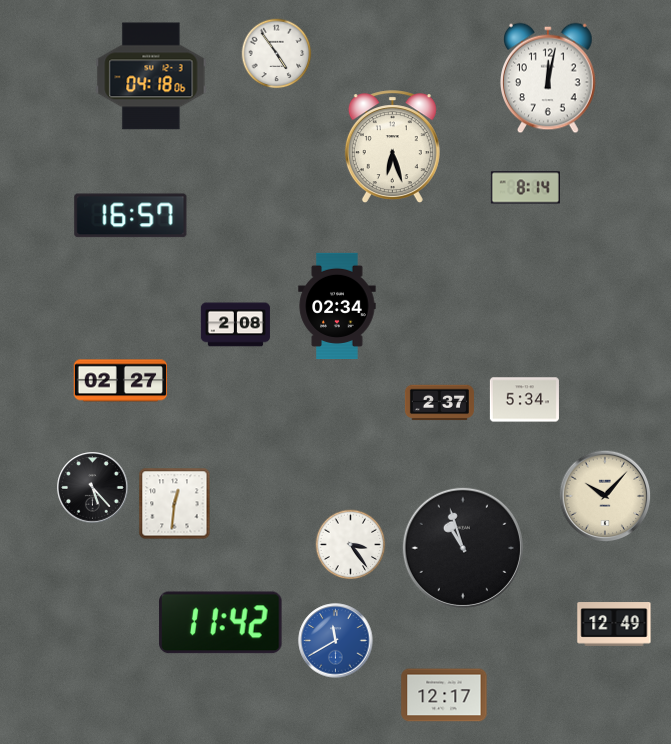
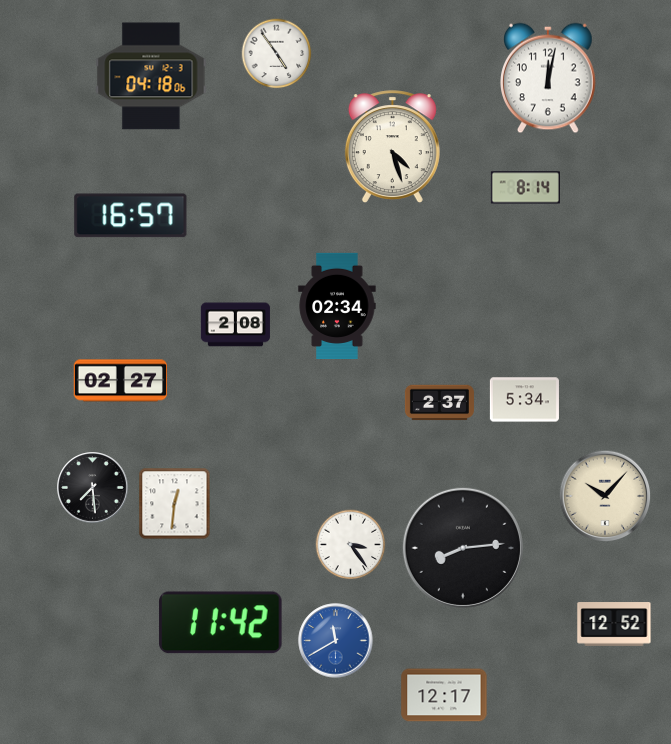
clock at (392, 147): 6:27 -> 4:27
clock at (93, 488): 5:23 -> 7:29
clock at (463, 548): 10:57 -> 8:14
clock at (614, 624): 12:49 -> 12:52
